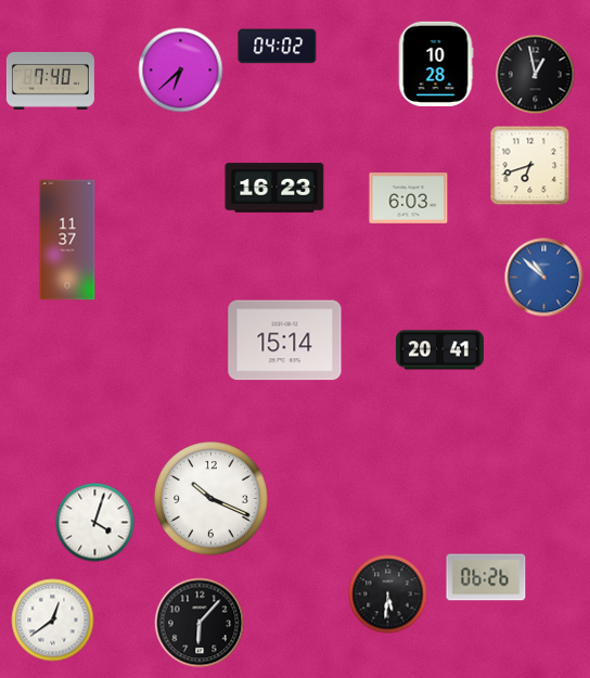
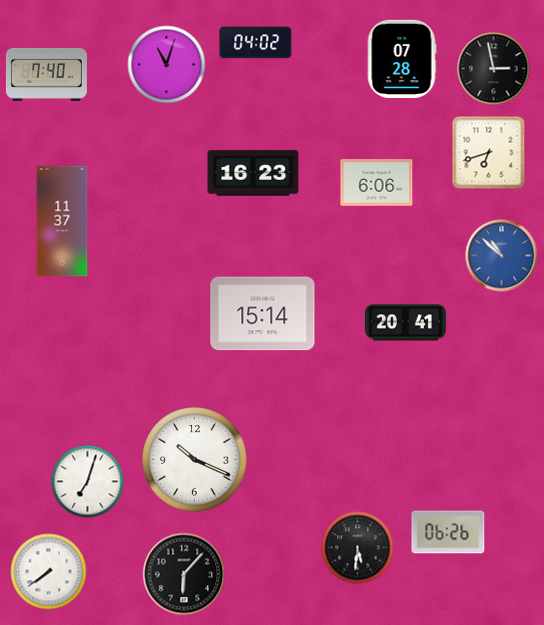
clock at (436, 64): 10:28 -> 07:28
clock at (181, 71): 6:38 -> 11:03
clock at (536, 75): 12:58 -> 2:58
clock at (409, 199): 6:03 -> 6:06
clock at (95, 523): 4:03 -> 7:03
clock at (53, 621): 12:39 -> 7:39
